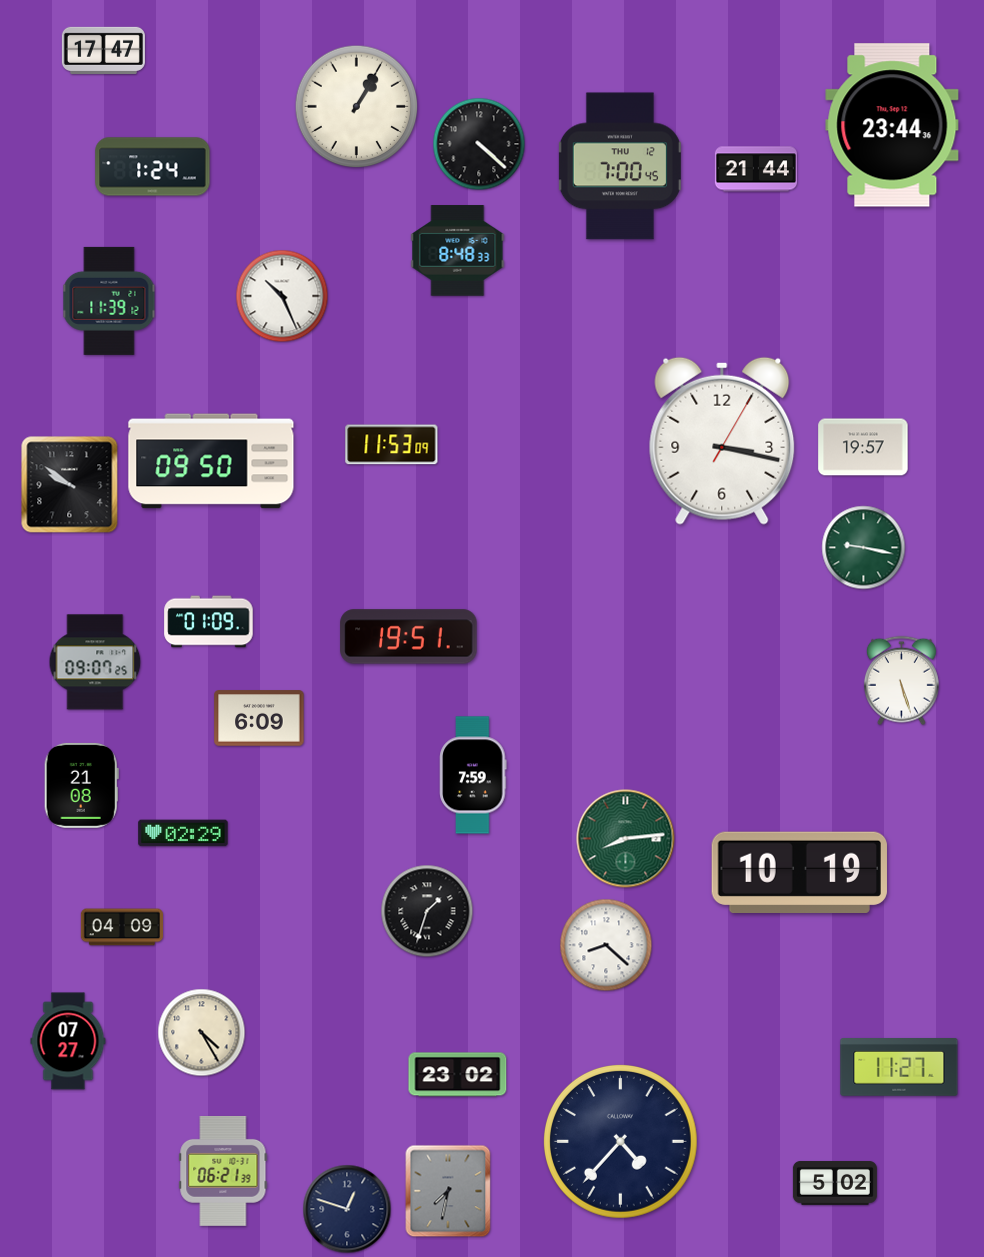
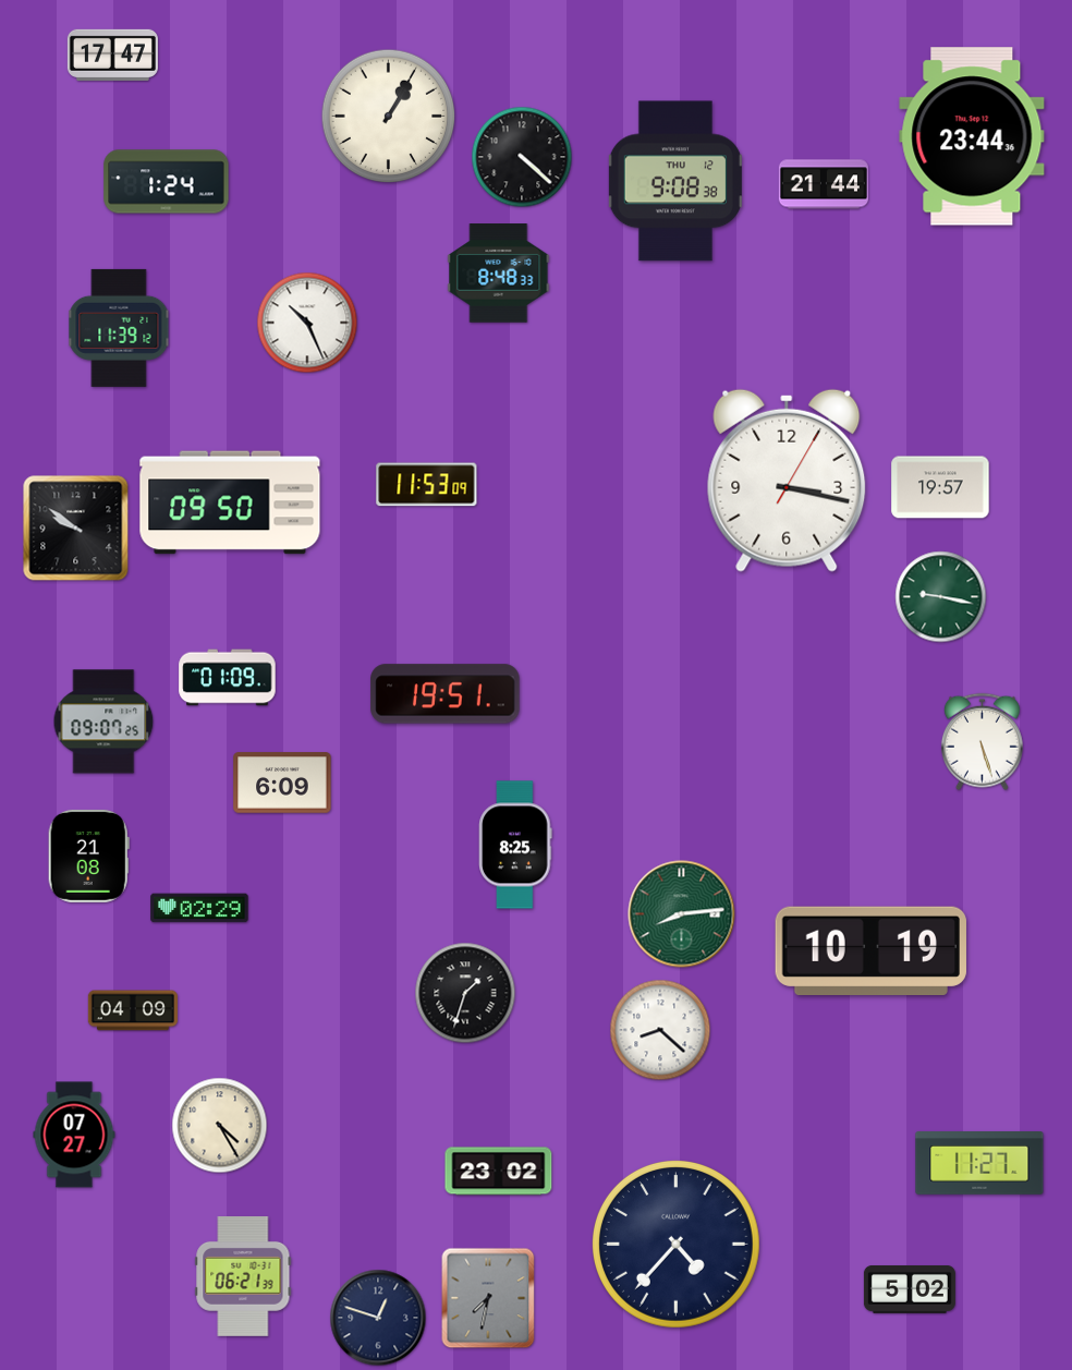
clock at (620, 166): 7:00 -> 9:08
clock at (473, 775): 7:59 -> 8:25
